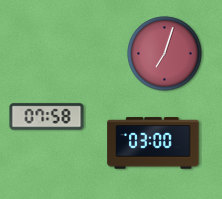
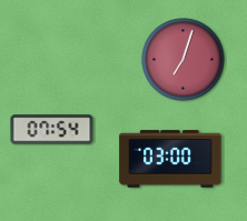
clock at (47, 117): 07:58 -> 07:54
